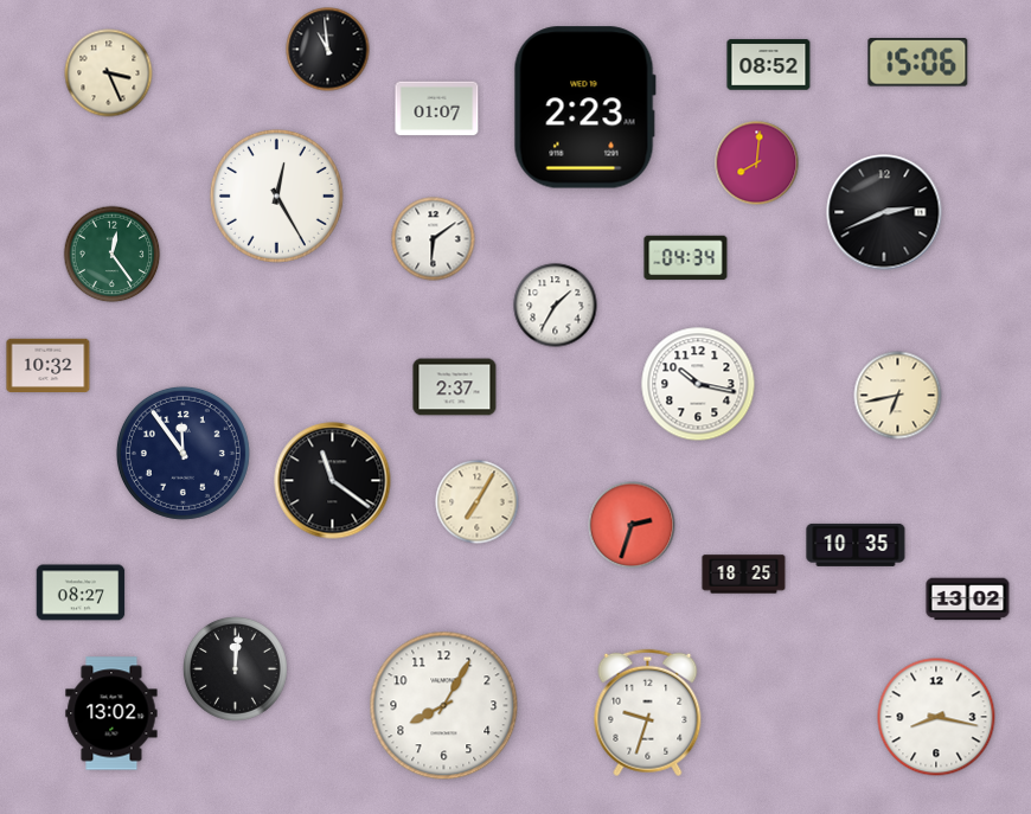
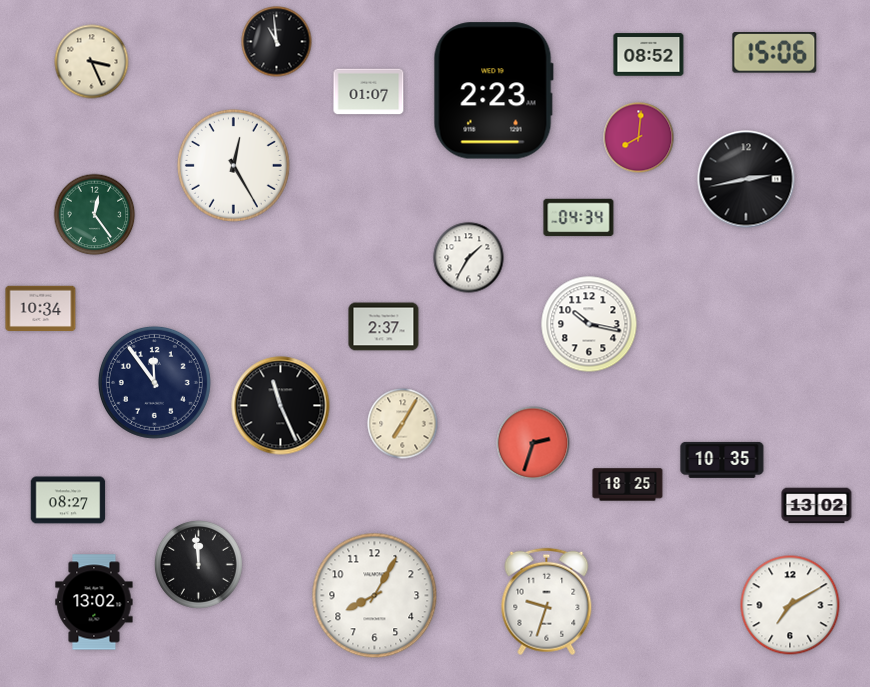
clock at (884, 212): 2:41 -> 2:43
clock at (434, 239): 6:09 -> none
clock at (49, 365): 10:32 -> 10:34
clock at (898, 396): 6:43 -> none
clock at (333, 481): 11:21 -> 11:26
clock at (235, 668): 12:01 -> 11:59
clock at (936, 717): 8:17 -> 7:10
